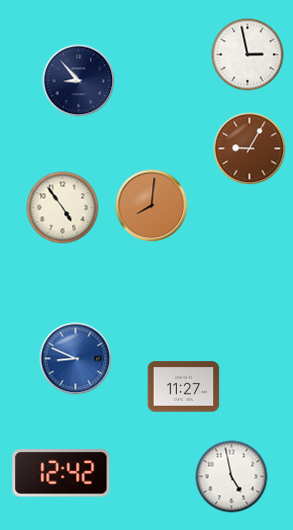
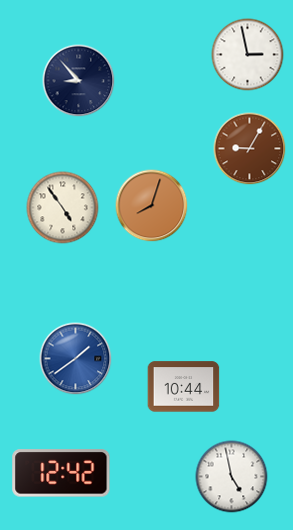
clock at (152, 206): 8:01 -> 8:03
clock at (76, 359): 8:49 -> 1:39
clock at (184, 387): 11:27 -> 10:44
